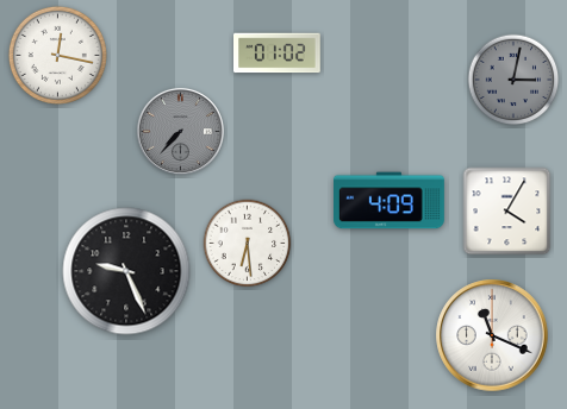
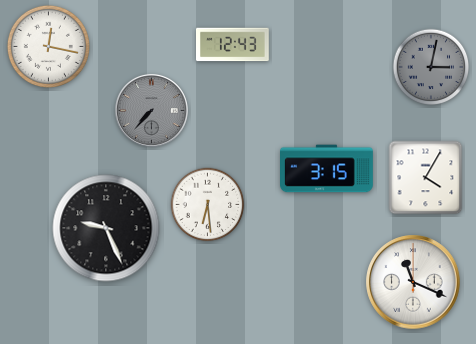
clock at (278, 54): 01:02 -> 12:43
clock at (390, 201): 4:09 -> 3:15
